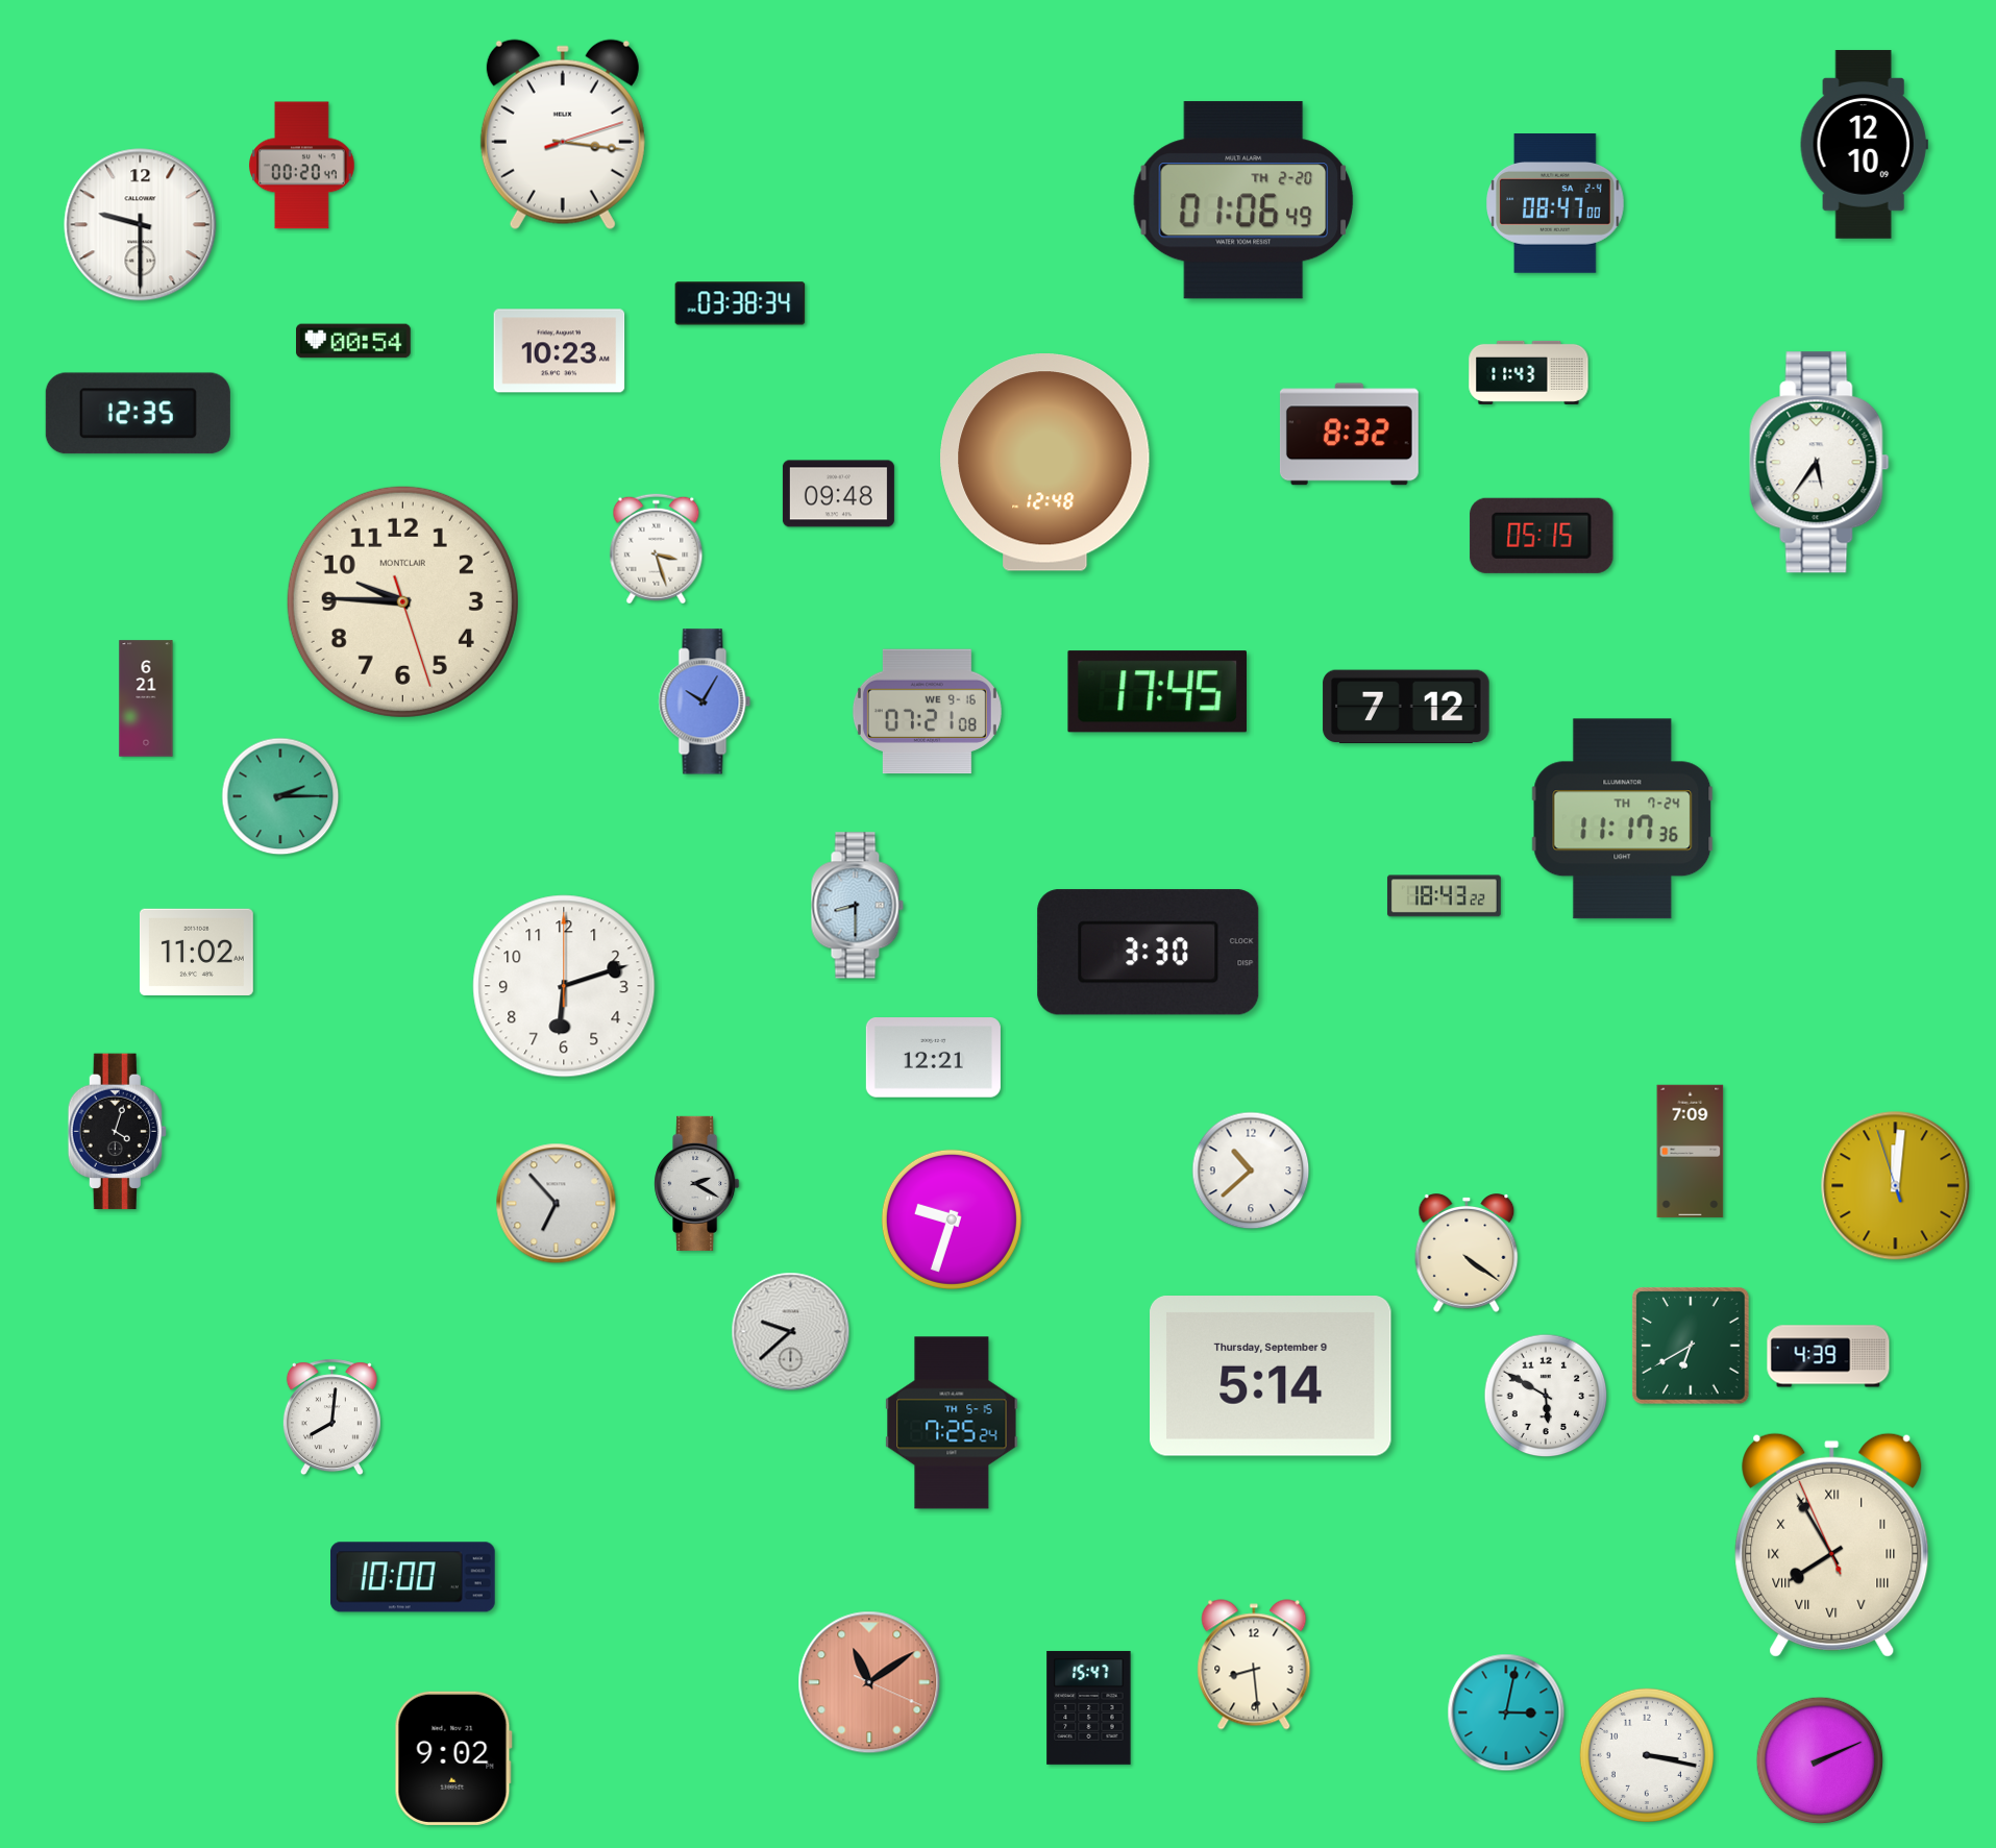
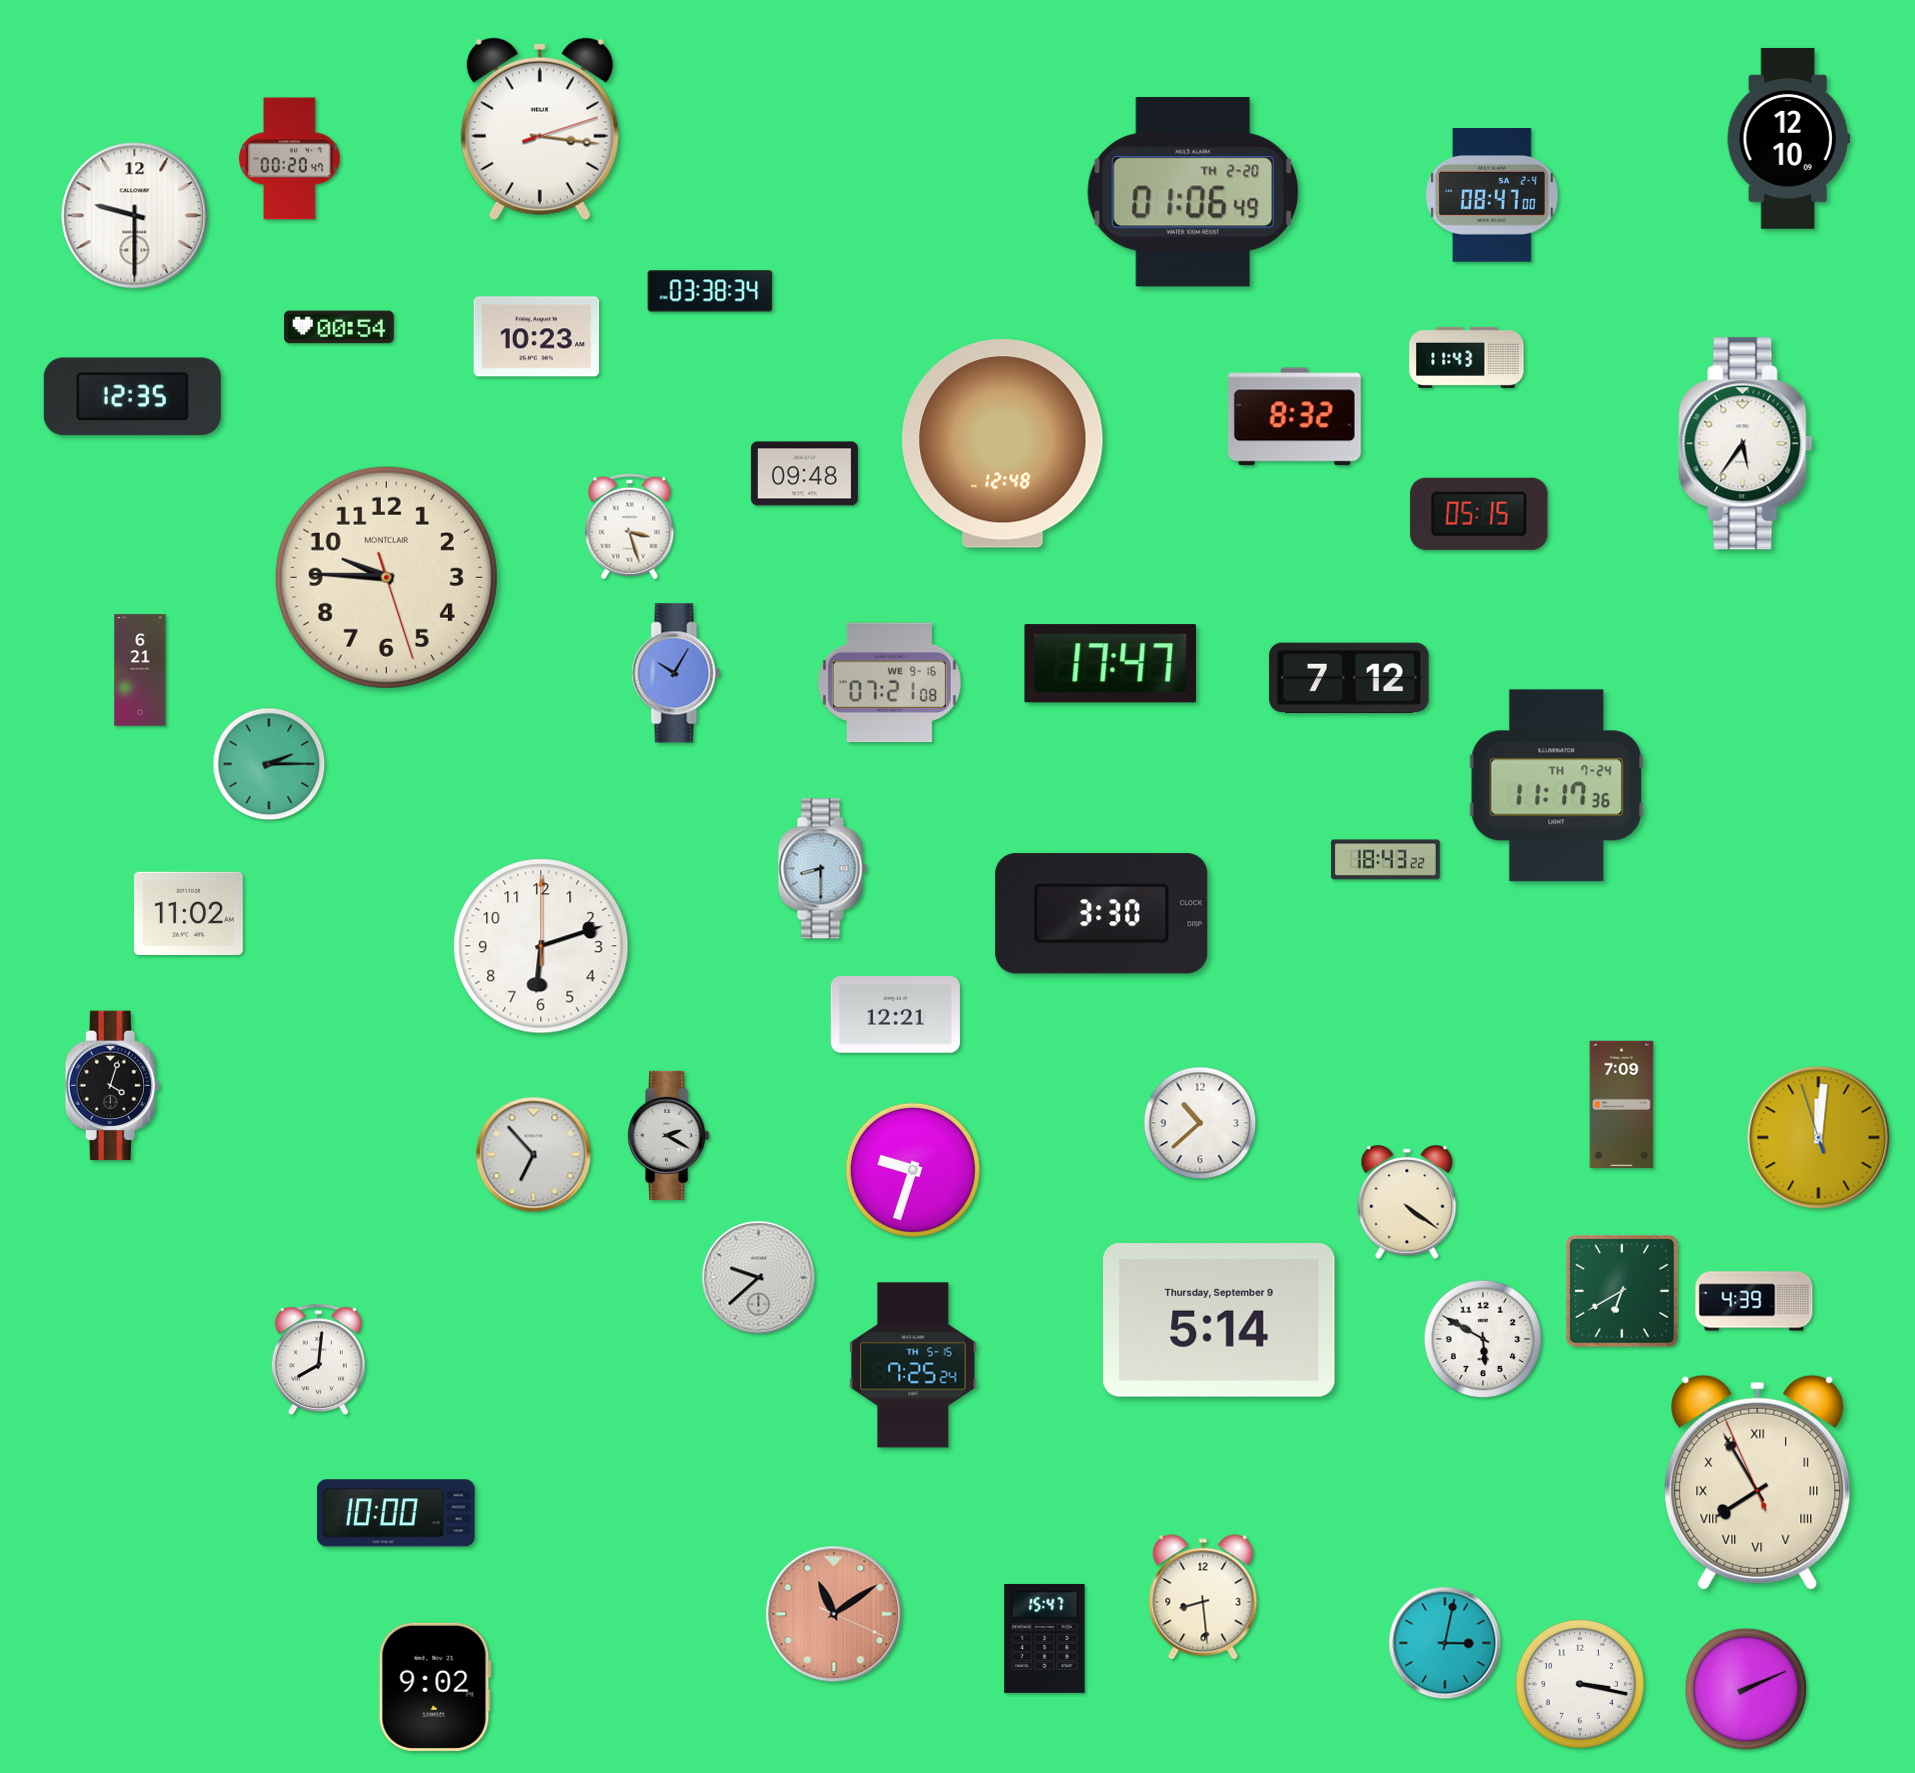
clock at (1157, 692): 17:45 -> 17:47
